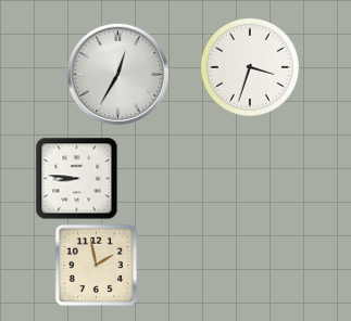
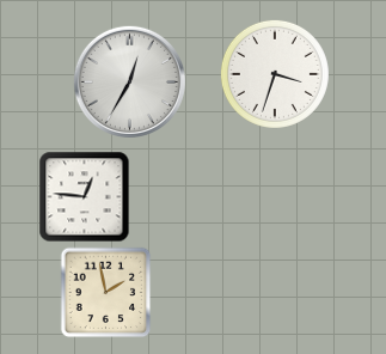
clock at (77, 179): 8:46 -> 12:46
